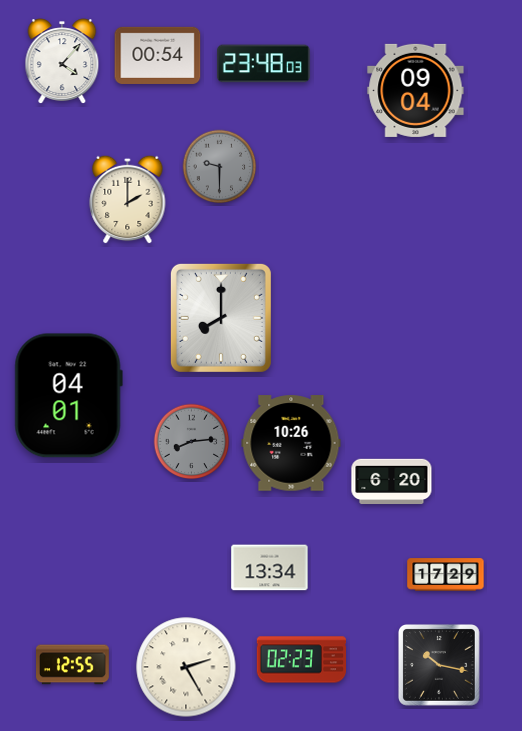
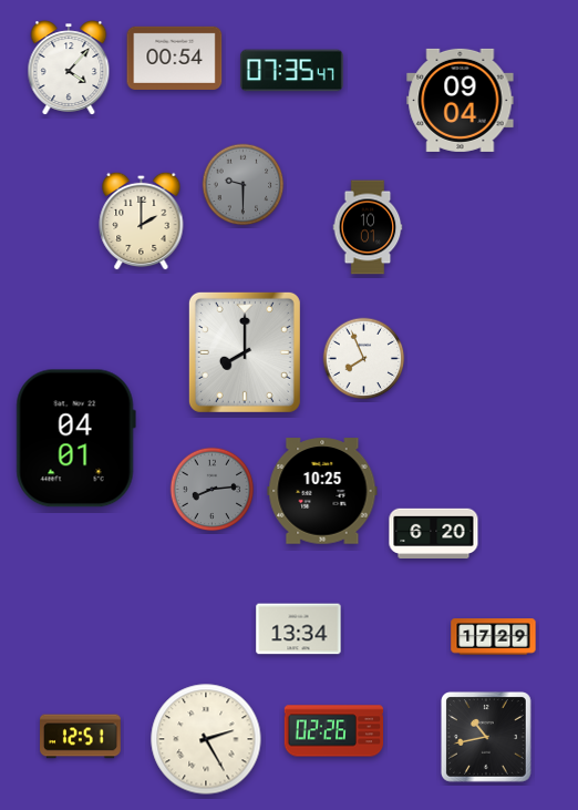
clock at (158, 55) position: (158, 55) -> (175, 58)
clock at (263, 64): 23:48 -> 07:35
clock at (368, 227): none -> 10:01
clock at (364, 359): none -> 7:56
clock at (291, 443): 10:26 -> 10:25
clock at (302, 660): 02:23 -> 02:26
clock at (73, 665): 12:55 -> 12:51
clock at (440, 666): 10:17 -> 10:43
